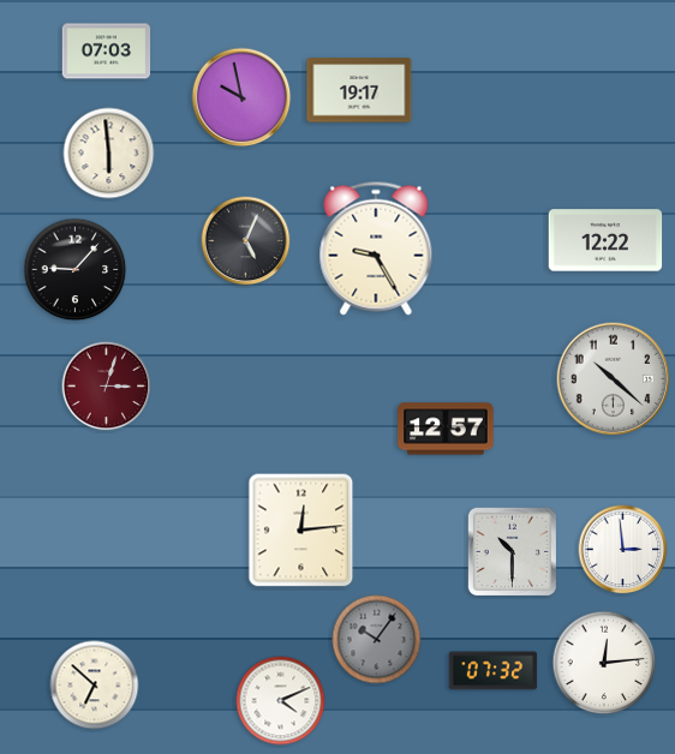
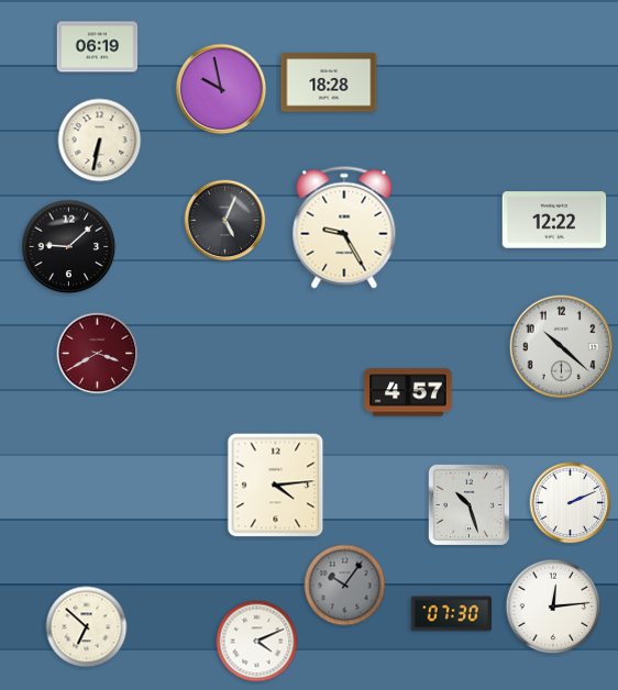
clock at (107, 52): 07:03 -> 06:19
clock at (359, 90): 19:17 -> 18:28
clock at (109, 154): 5:59 -> 6:32
clock at (76, 270): 9:07 -> 9:08
clock at (107, 387): 3:03 -> 3:40
clock at (446, 429): 12:57 -> 4:57
clock at (301, 531): 12:14 -> 4:14
clock at (623, 550): 2:59 -> 2:11
clock at (512, 551): 10:30 -> 10:27
clock at (494, 671): 07:32 -> 07:30
